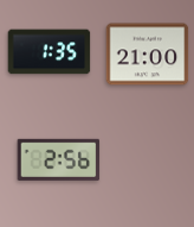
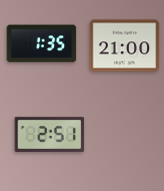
clock at (59, 159): 2:56 -> 2:51
